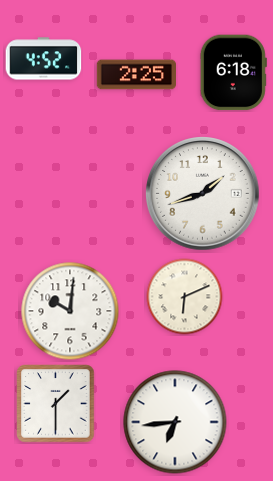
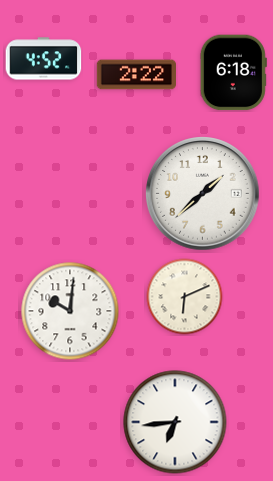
clock at (136, 75): 2:25 -> 2:22
clock at (203, 194): 1:42 -> 1:38
clock at (56, 404): 1:30 -> none
